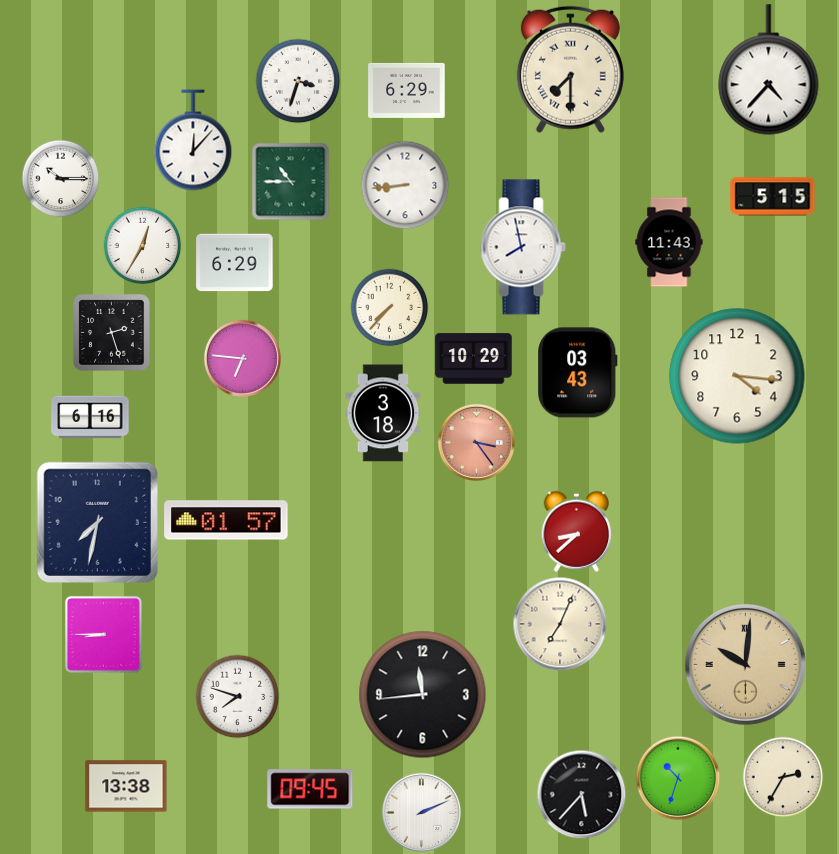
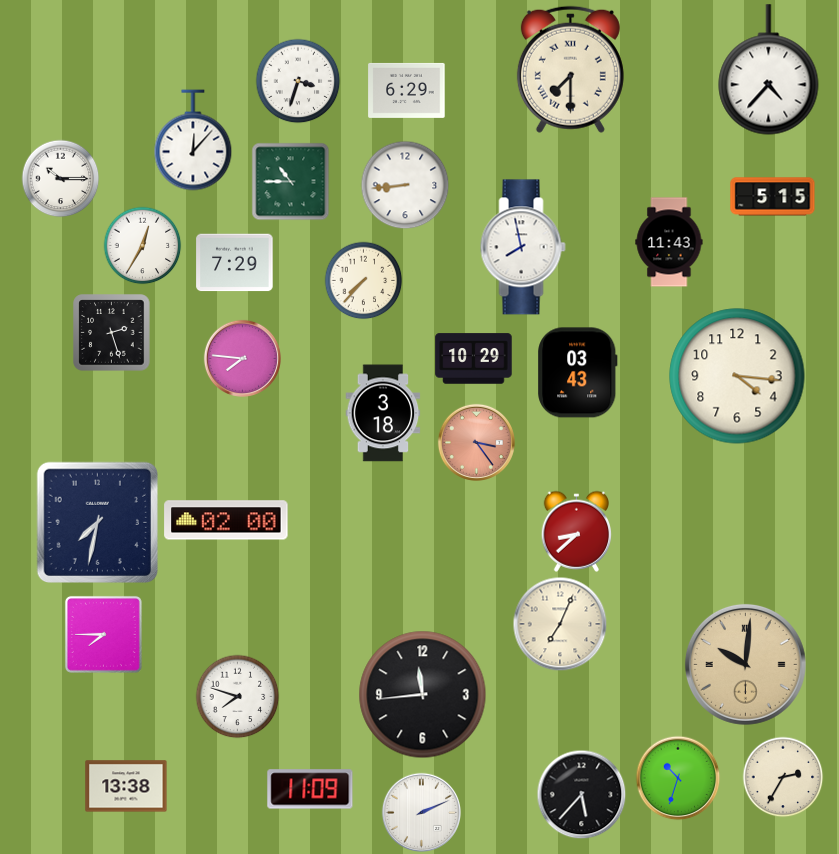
clock at (235, 263): 6:29 -> 7:29
clock at (389, 307) position: (389, 307) -> (363, 280)
clock at (242, 358): 6:46 -> 7:46
clock at (90, 417): 6:16 -> none
clock at (226, 520): 01:57 -> 02:00
clock at (103, 634): 8:45 -> 7:45
clock at (310, 789): 09:45 -> 11:09
